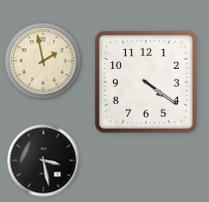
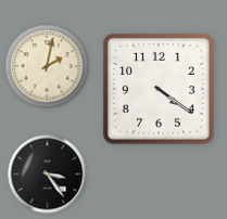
clock at (43, 61): 1:58 -> 2:02
clock at (44, 161): 3:28 -> 3:24
